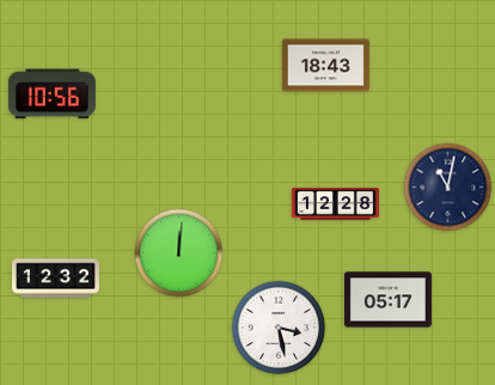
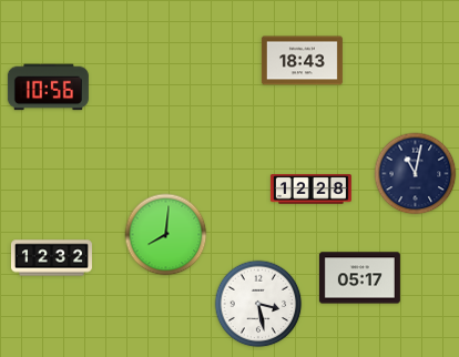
clock at (179, 253): 12:01 -> 8:01
